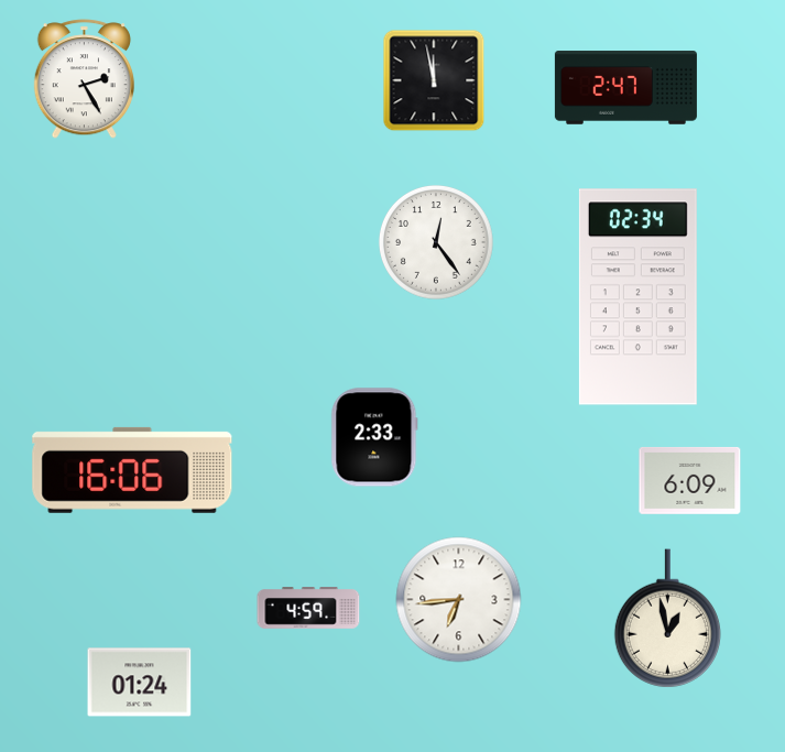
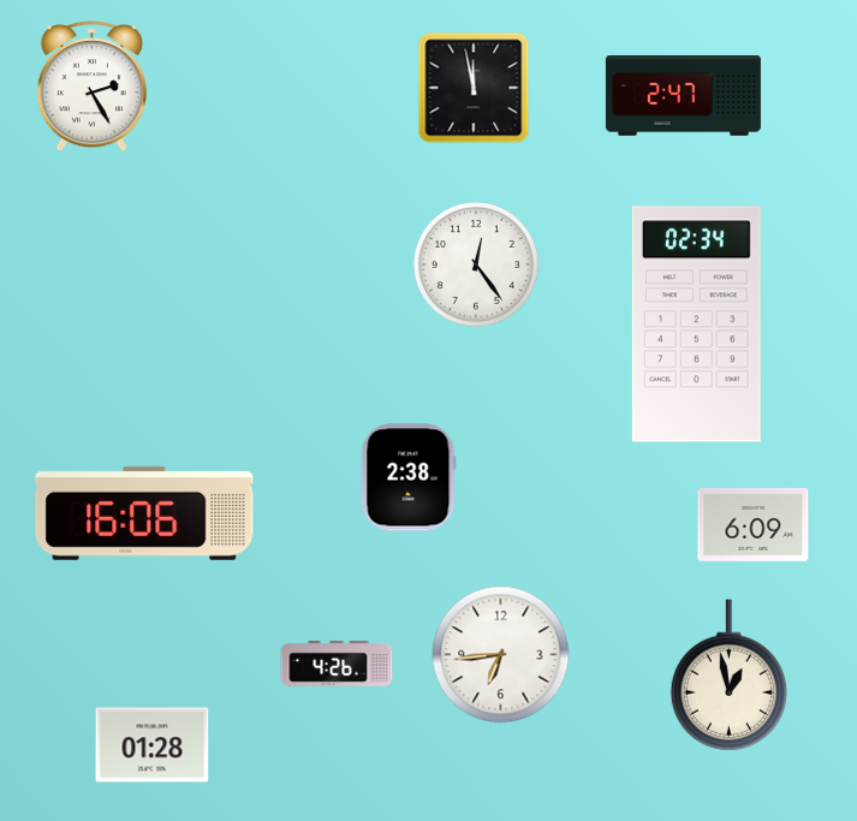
clock at (374, 437): 2:33 -> 2:38
clock at (308, 608): 4:59 -> 4:26
clock at (140, 683): 01:24 -> 01:28
